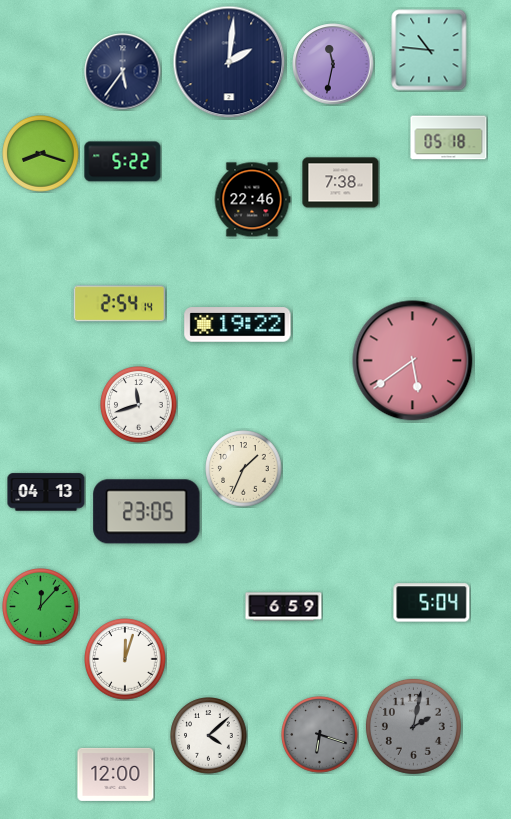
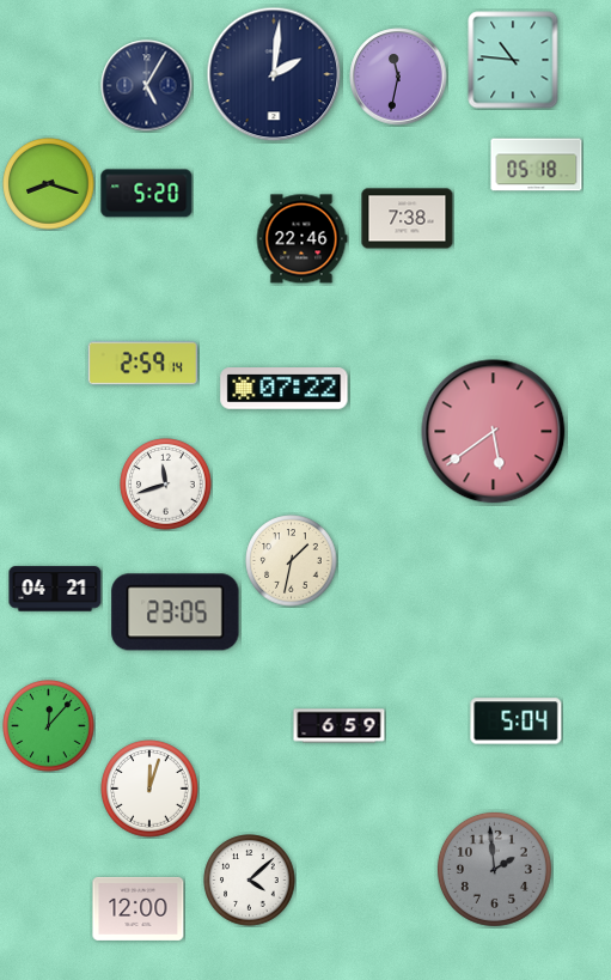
clock at (123, 72): 5:36 -> 5:05
clock at (123, 162): 5:22 -> 5:20
clock at (119, 304): 2:54 -> 2:59
clock at (238, 325): 19:22 -> 07:22
clock at (244, 469): 1:34 -> 1:32
clock at (46, 492): 04:13 -> 04:21
clock at (413, 726): 2:02 -> 1:59
clock at (320, 735): 6:18 -> none
clock at (116, 774) position: (116, 774) -> (139, 908)
